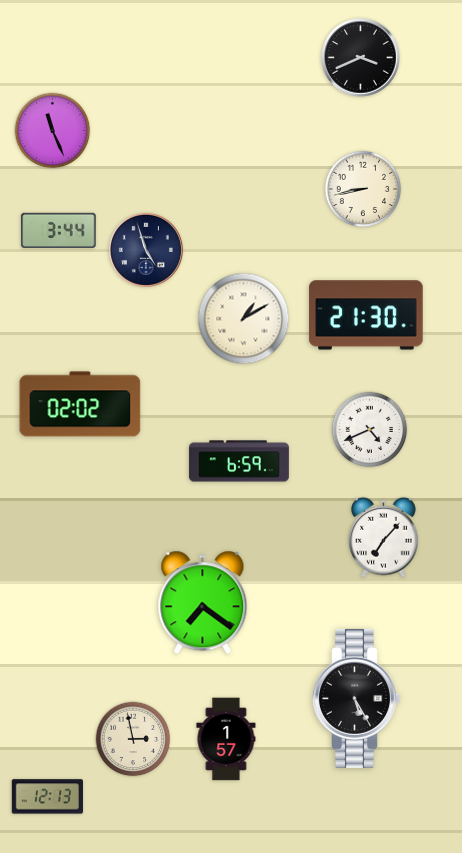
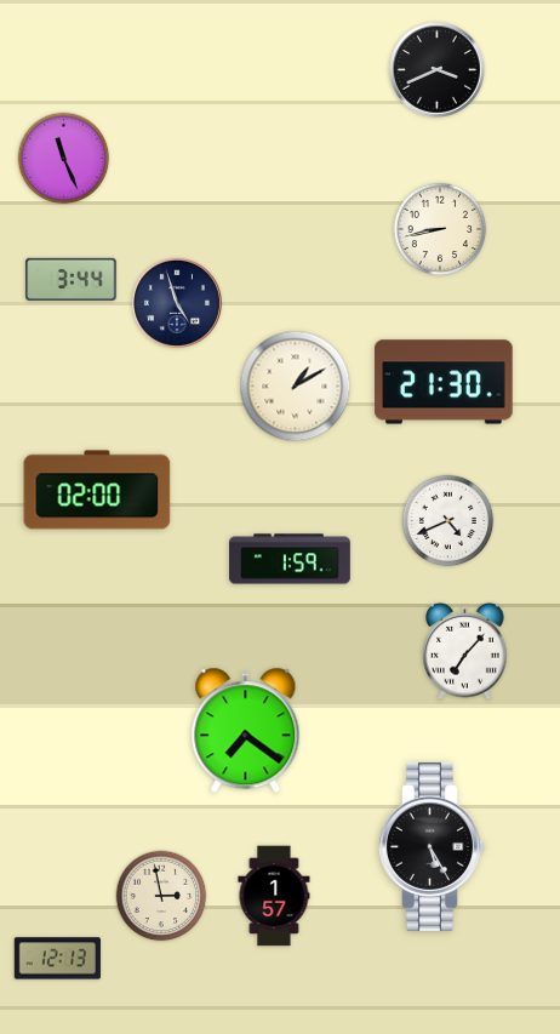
clock at (80, 404): 02:02 -> 02:00
clock at (239, 461): 6:59 -> 1:59
clock at (47, 797) position: (47, 797) -> (57, 959)
